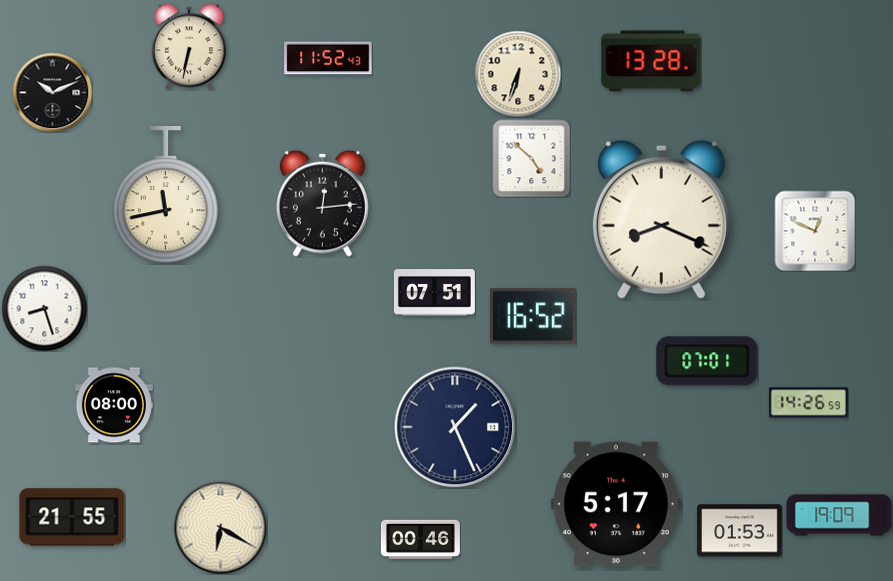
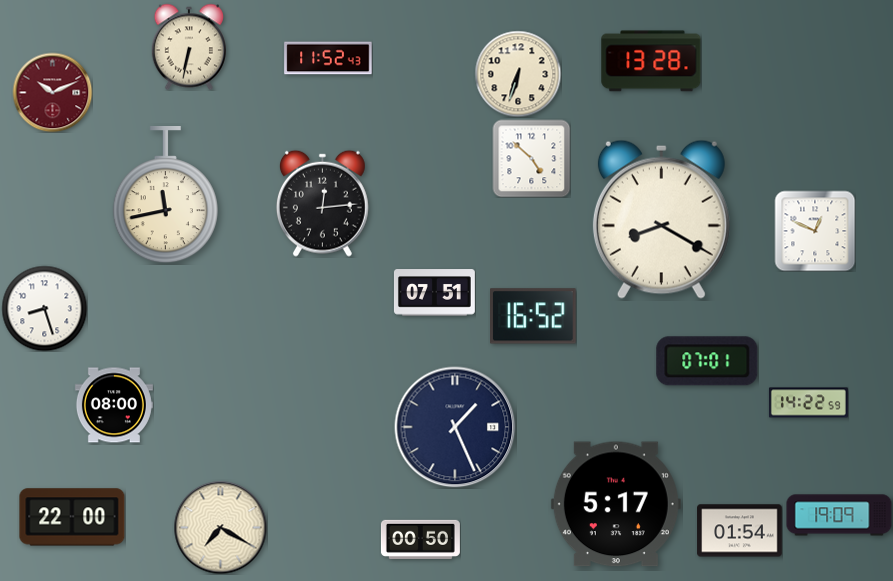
clock at (52, 92) dial: black -> burgundy
clock at (661, 219): 8:19 -> 8:20
clock at (808, 403): 14:26 -> 14:22
clock at (72, 517): 21:55 -> 22:00
clock at (220, 527): 6:20 -> 7:20
clock at (740, 531): 01:53 -> 01:54
clock at (420, 539): 00:46 -> 00:50
